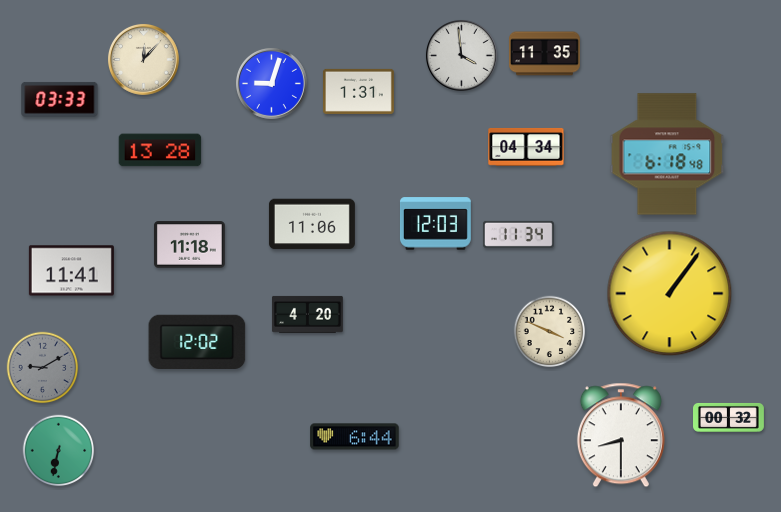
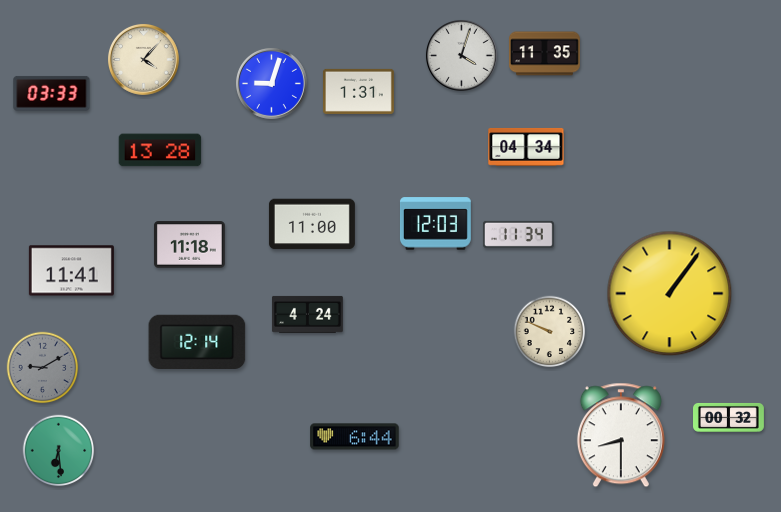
clock at (461, 55): 3:59 -> 4:03
clock at (143, 59): 12:07 -> 4:07
clock at (60, 99) position: (60, 99) -> (52, 93)
clock at (667, 154): 6:18 -> none
clock at (312, 224): 11:06 -> 11:00
clock at (307, 314): 4:20 -> 4:24
clock at (550, 332): 3:49 -> 9:49
clock at (197, 341): 12:02 -> 12:14
clock at (59, 451): 6:32 -> 6:29
